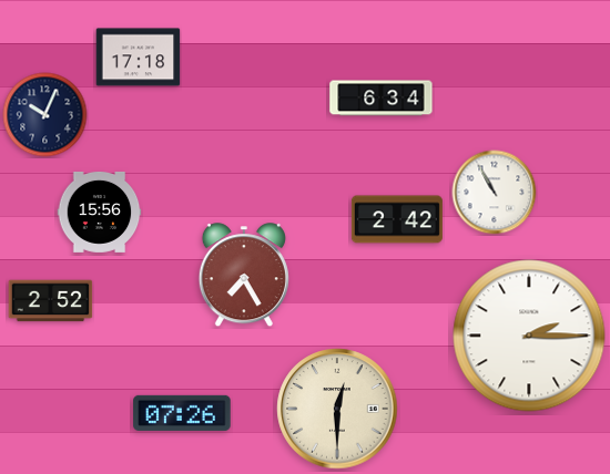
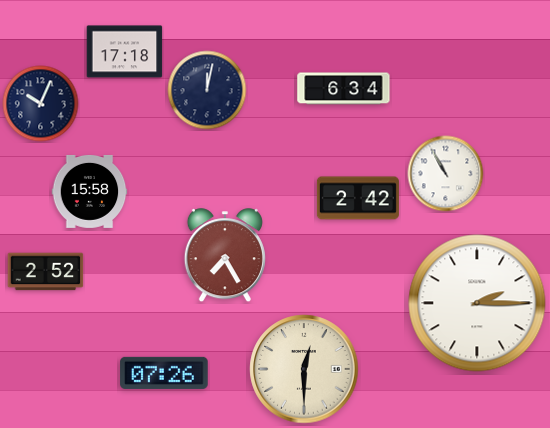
clock at (207, 90): none -> 12:02
clock at (100, 212): 15:56 -> 15:58
clock at (244, 276) position: (244, 276) -> (225, 256)
